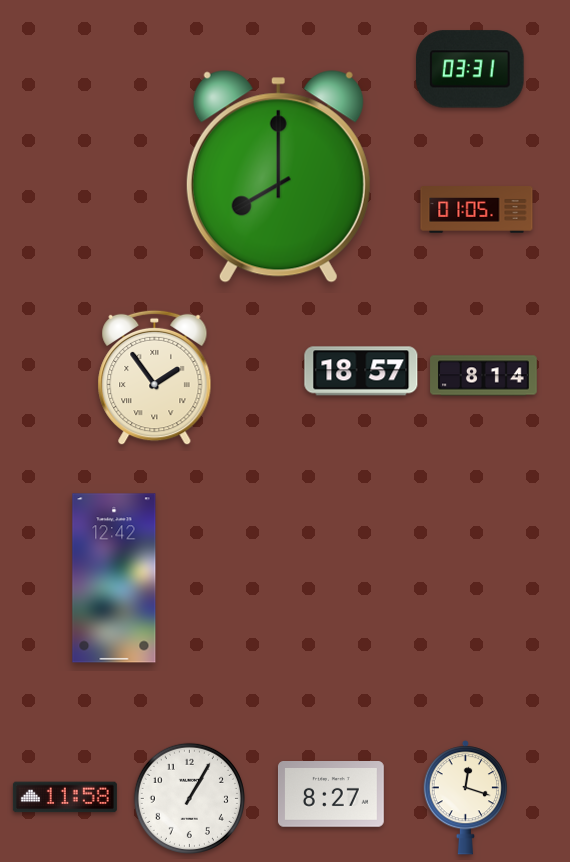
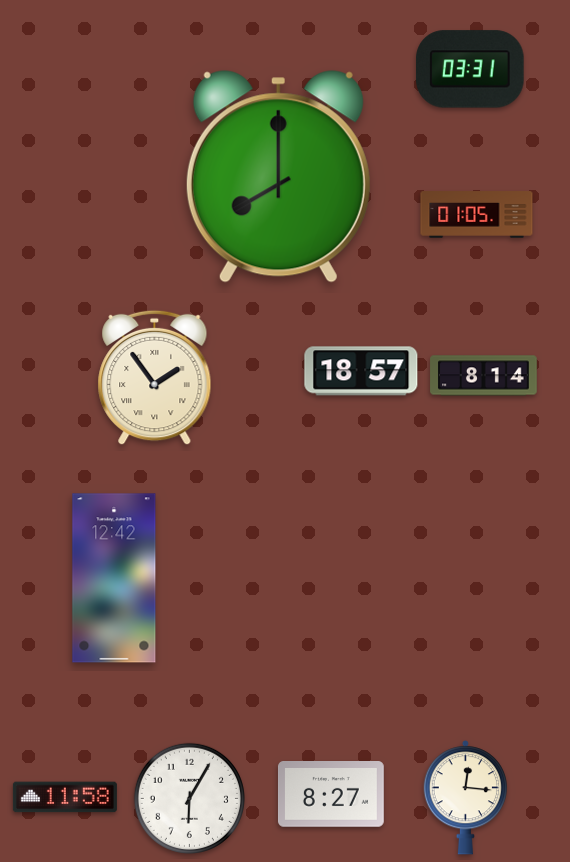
clock at (477, 210) position: (477, 210) -> (477, 215)
clock at (189, 798): 1:05 -> 6:05
clock at (465, 798): 12:18 -> 12:16
